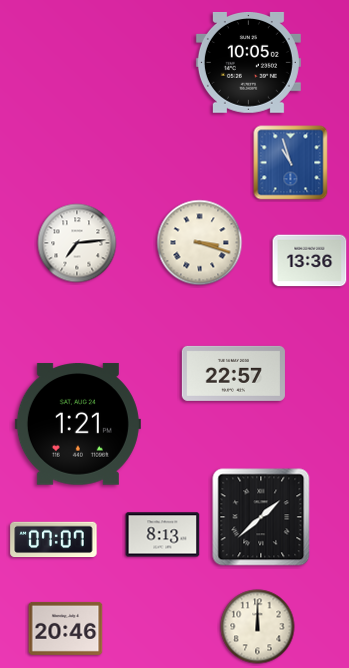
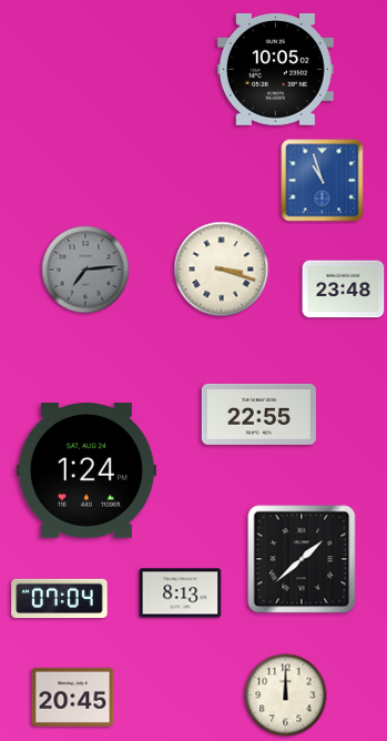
clock at (77, 243) dial: white -> grey
clock at (310, 261): 13:36 -> 23:48
clock at (233, 373): 22:57 -> 22:55
clock at (78, 424): 1:21 -> 1:24
clock at (261, 517) position: (261, 517) -> (302, 559)
clock at (54, 540): 07:07 -> 07:04
clock at (66, 628): 20:46 -> 20:45
